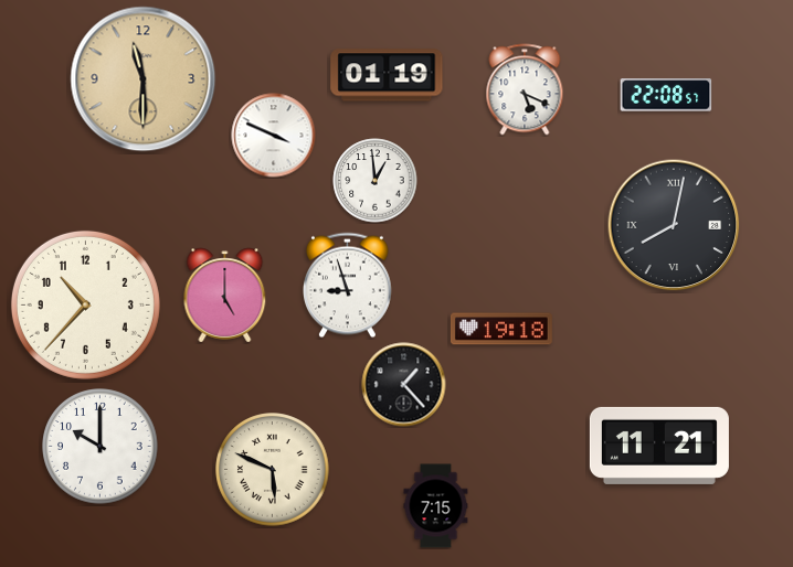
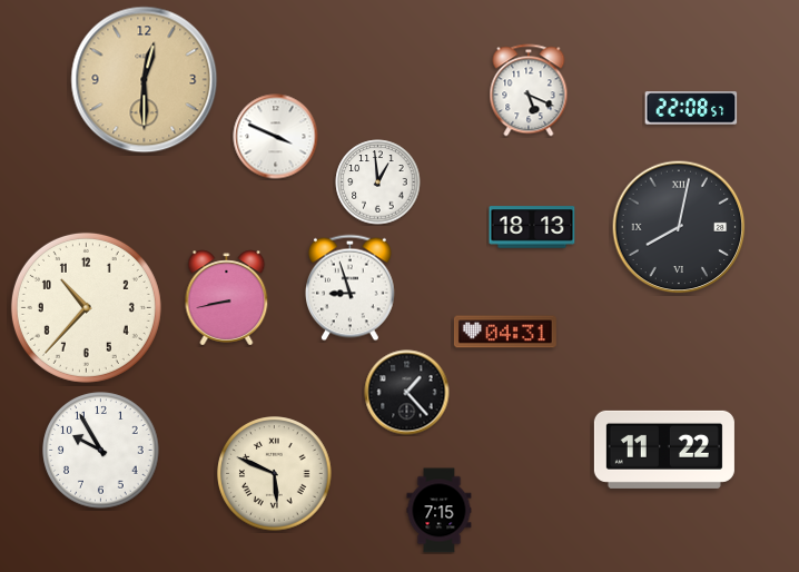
clock at (387, 75): 01:19 -> none
clock at (144, 79): 11:30 -> 12:30
clock at (666, 95) position: (666, 95) -> (691, 108)
clock at (532, 227): none -> 18:13
clock at (225, 296): 5:00 -> 8:43
clock at (501, 329): 19:18 -> 04:31
clock at (404, 385) position: (404, 385) -> (407, 393)
clock at (659, 446): 11:21 -> 11:22
clock at (101, 447): 10:00 -> 9:55
